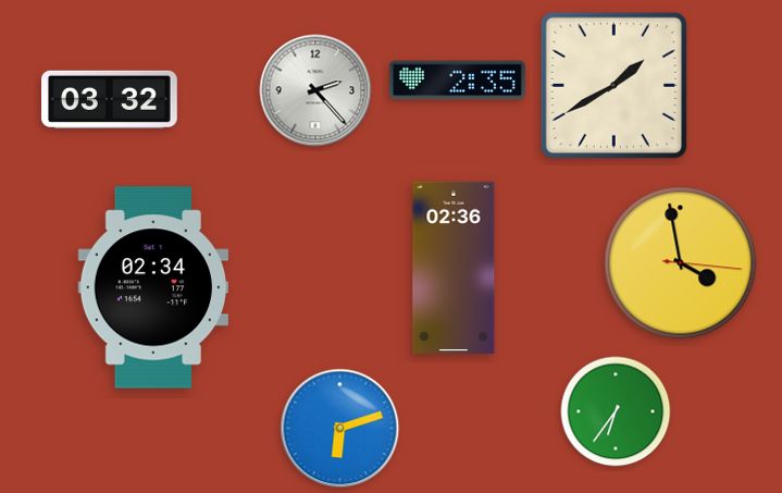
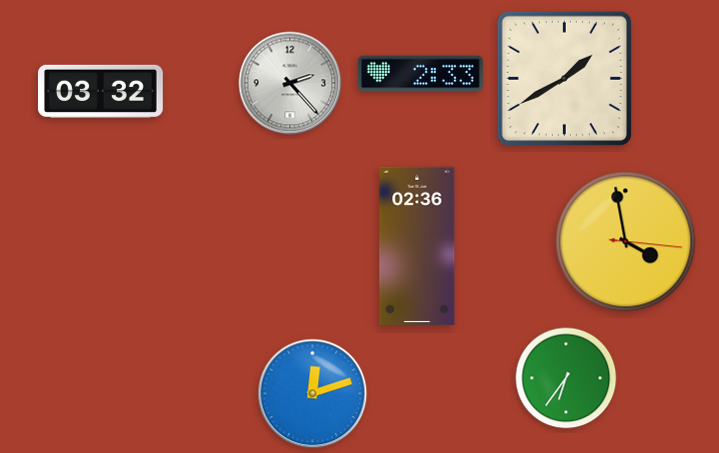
clock at (457, 81): 2:35 -> 2:33
clock at (152, 287): 02:34 -> none
clock at (340, 429): 6:12 -> 12:12
